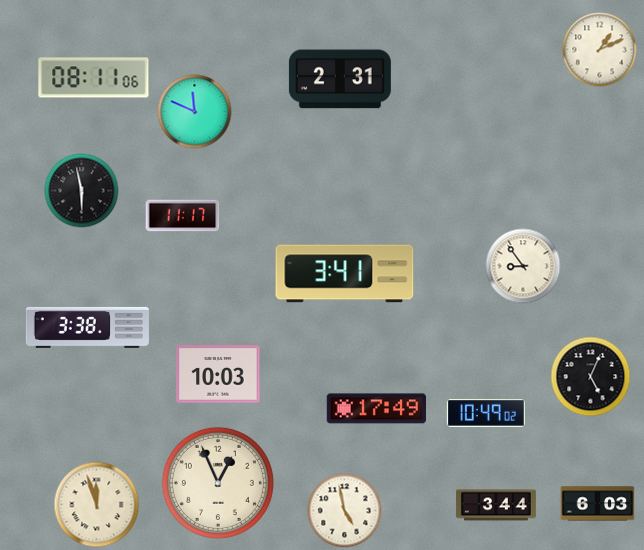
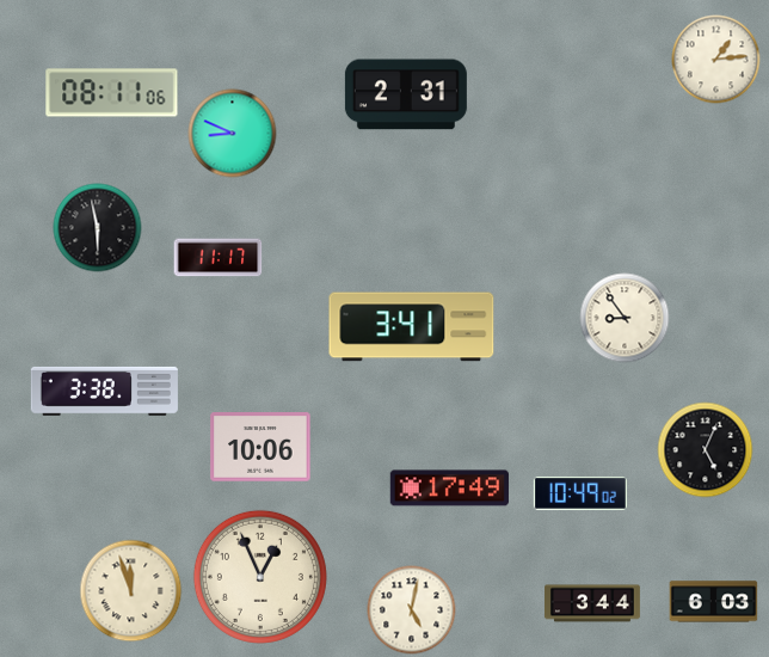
clock at (600, 50): 1:11 -> 1:14
clock at (195, 112): 11:49 -> 8:49
clock at (218, 374): 10:03 -> 10:06
clock at (97, 505) position: (97, 505) -> (131, 591)
clock at (345, 511): 4:58 -> 5:02
